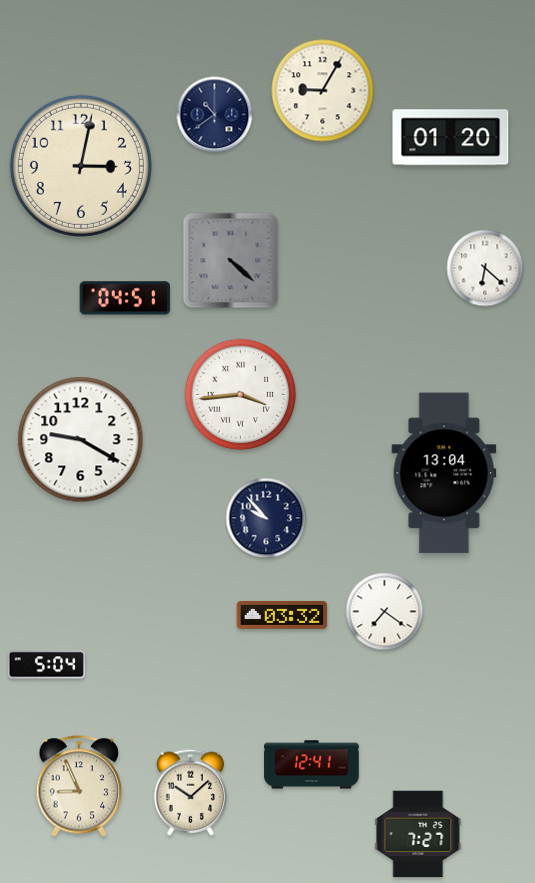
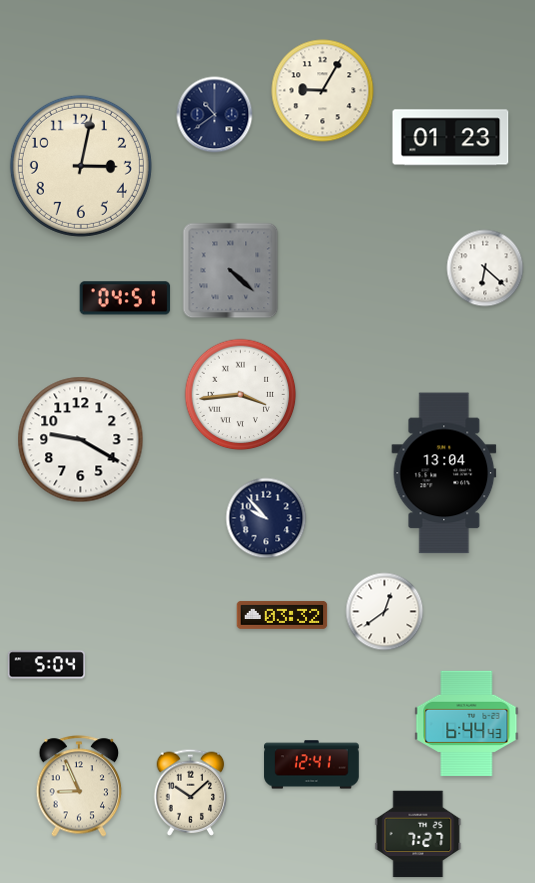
clock at (451, 138): 01:20 -> 01:23
clock at (231, 261) position: (231, 261) -> (231, 271)
clock at (385, 612): 7:21 -> 12:39
clock at (467, 723): none -> 6:44
